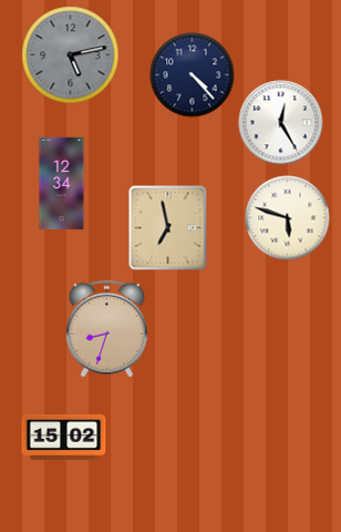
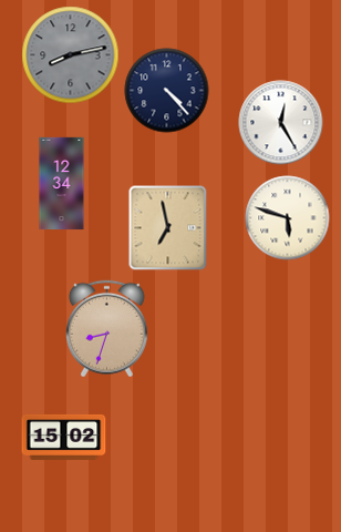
clock at (71, 55): 5:13 -> 8:13
clock at (193, 75) position: (193, 75) -> (167, 91)
